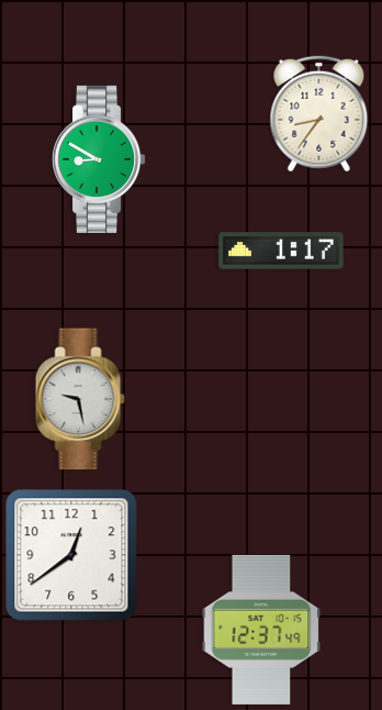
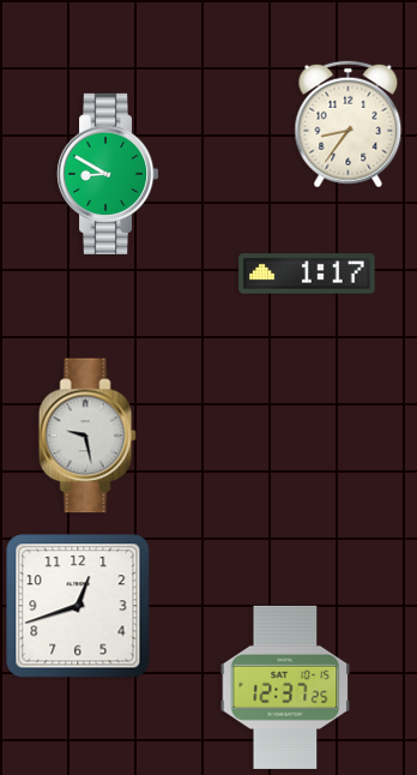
clock at (71, 555): 12:39 -> 12:42
clock at (261, 630): 12:37:49 -> 12:37:25
